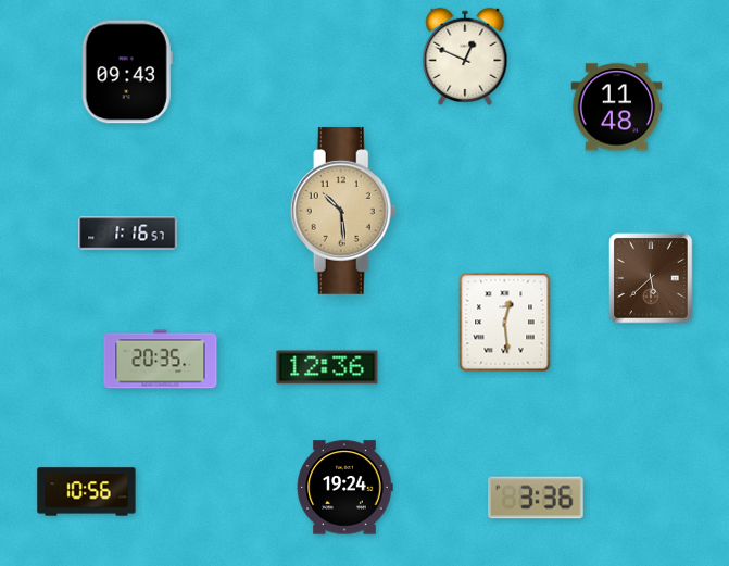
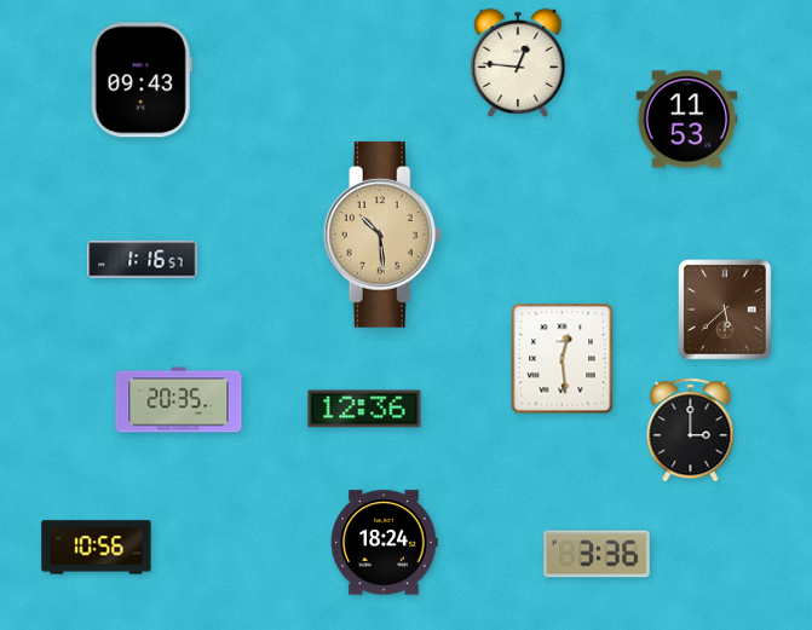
clock at (465, 56): 12:49 -> 12:46
clock at (617, 108): 11:48 -> 11:53
clock at (691, 430): none -> 3:00
clock at (344, 488): 19:24 -> 18:24
